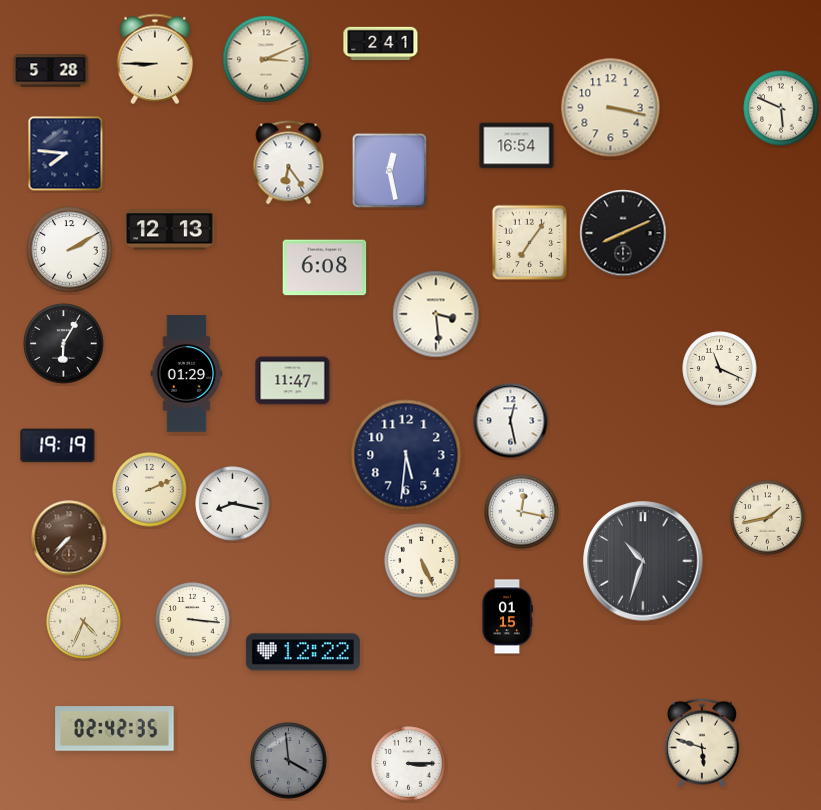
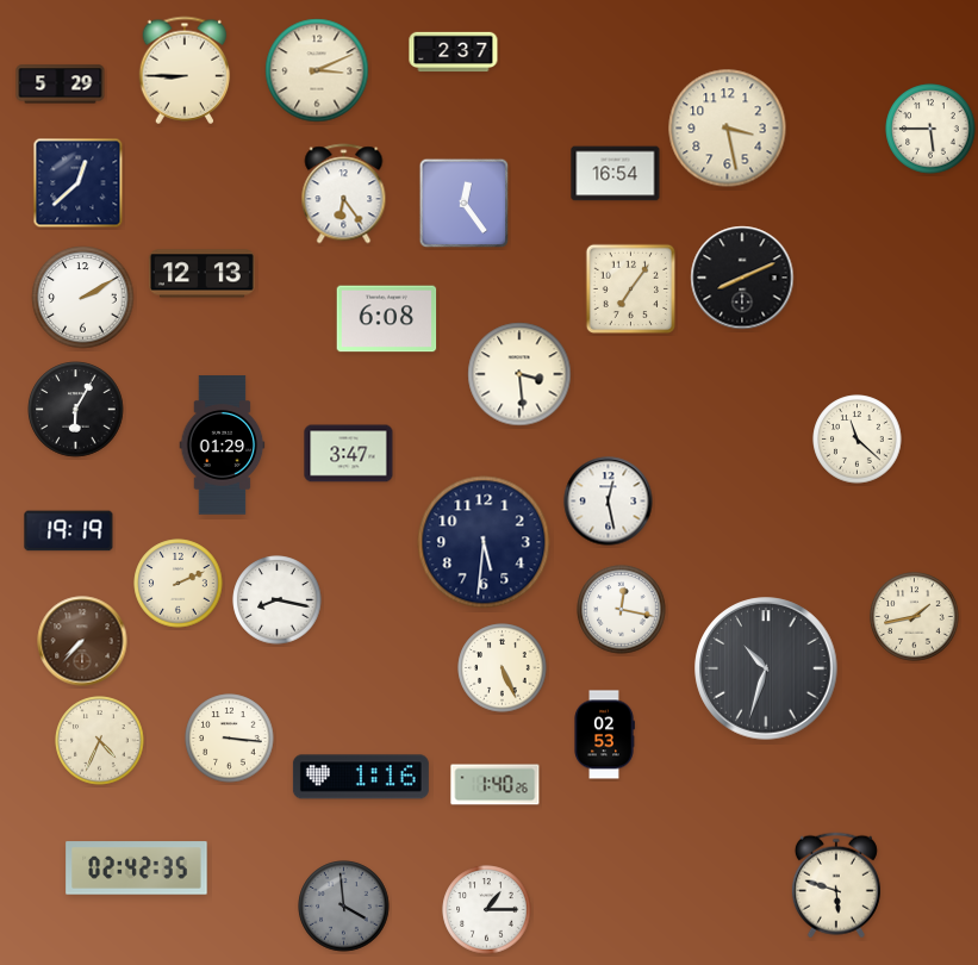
clock at (381, 44): 2:41 -> 2:37
clock at (51, 71): 5:28 -> 5:29
clock at (611, 108): 3:17 -> 3:28
clock at (781, 108): 5:49 -> 5:45
clock at (66, 154): 7:46 -> 12:38
clock at (390, 171): 12:28 -> 12:24
clock at (720, 369): 11:19 -> 11:22
clock at (293, 381): 11:47 -> 3:47
clock at (507, 617): 01:15 -> 02:53
clock at (303, 652): 12:22 -> 1:16
clock at (496, 785): none -> 1:40
clock at (409, 764): 3:15 -> 1:15
